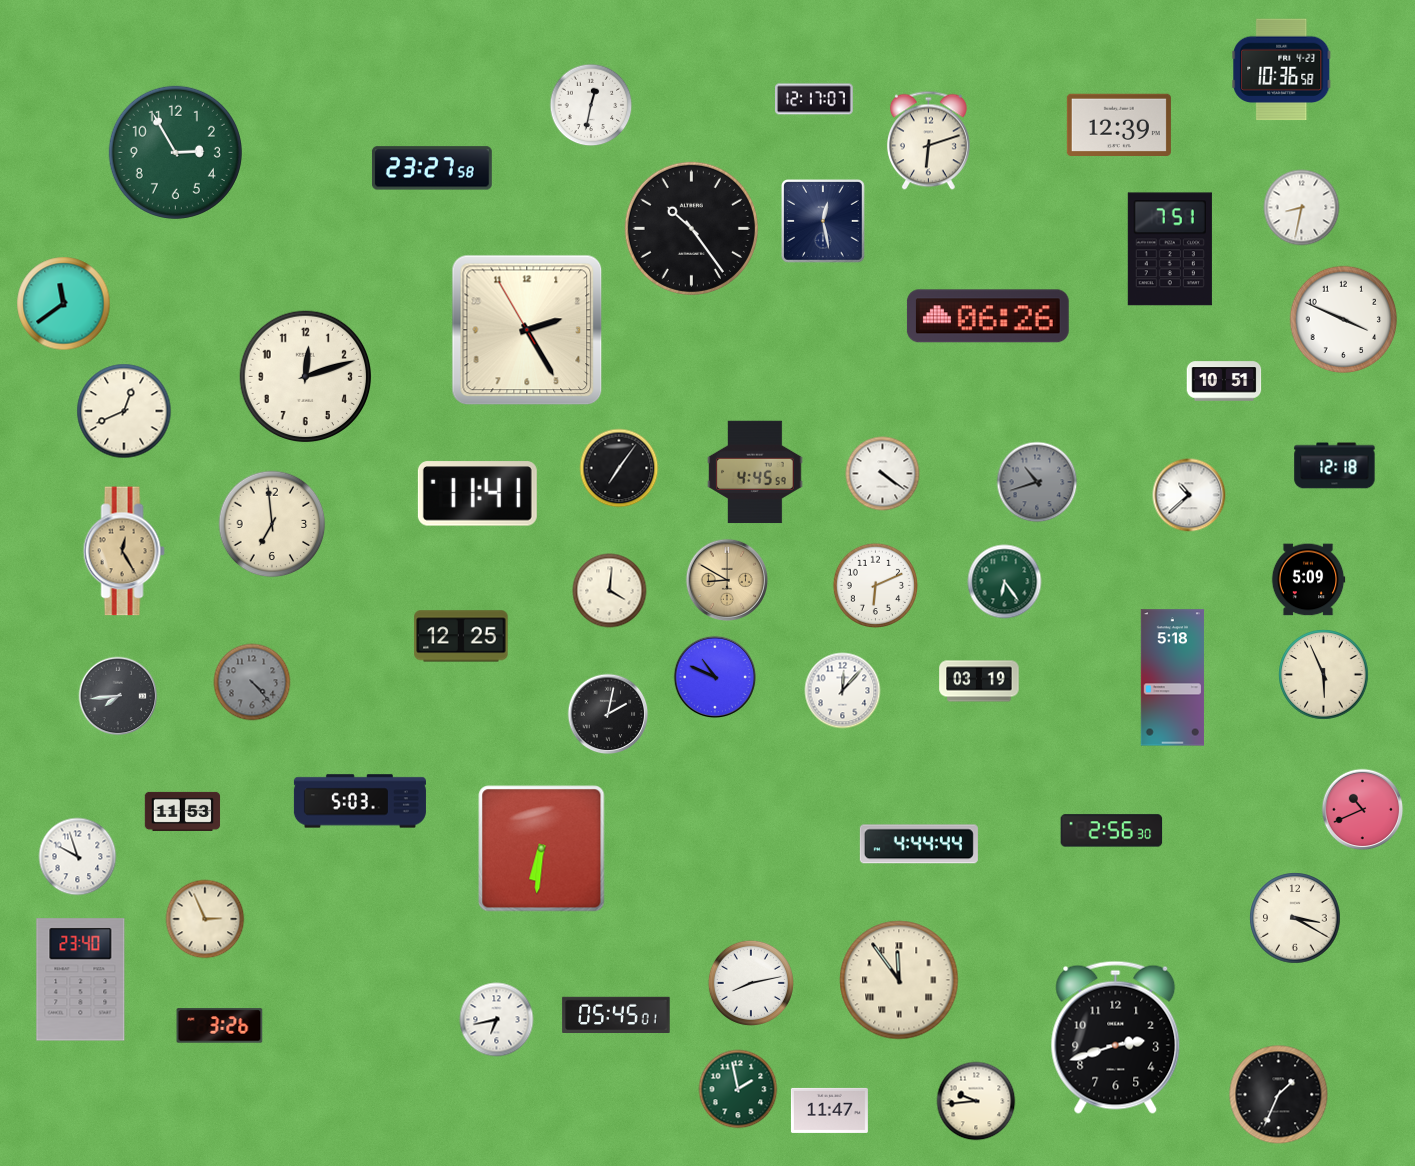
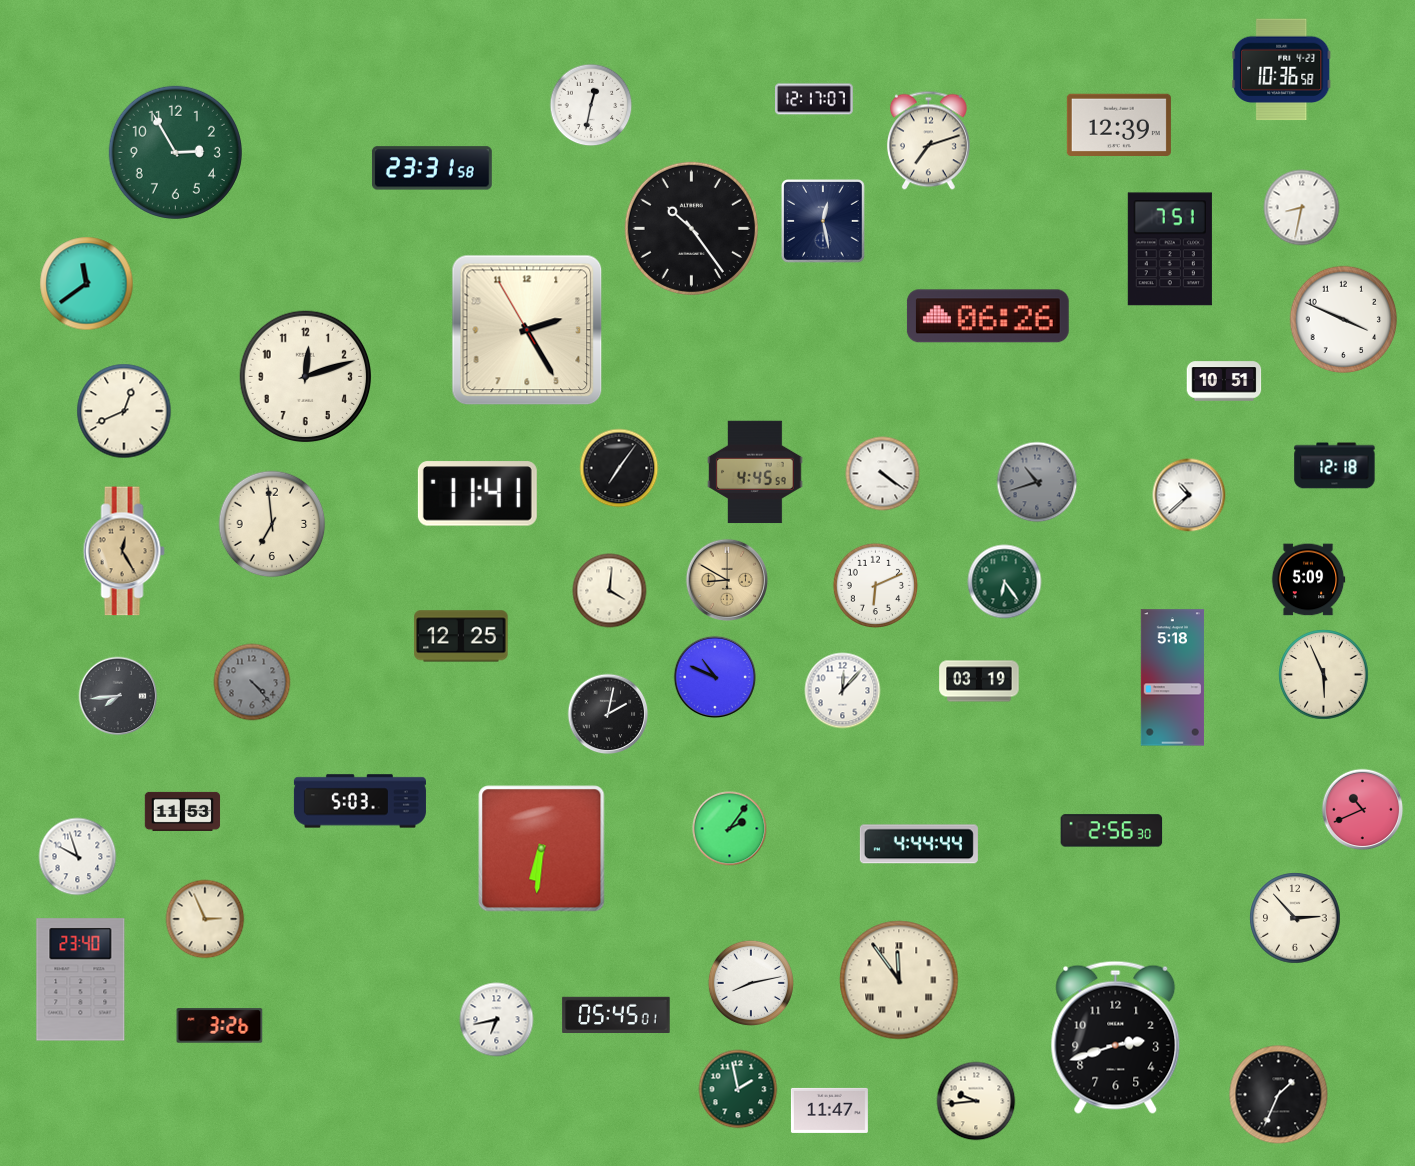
clock at (928, 141): 6:12 -> 7:12
clock at (432, 168): 23:27 -> 23:31
clock at (64, 304) position: (64, 304) -> (87, 284)
clock at (730, 829): none -> 2:06
clock at (1295, 918): 3:20 -> 2:53
